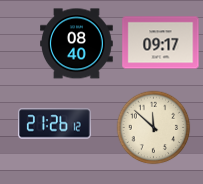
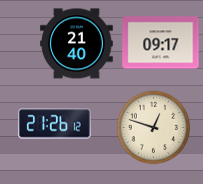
clock at (77, 44): 08:40 -> 21:40
clock at (154, 128): 11:52 -> 12:48
